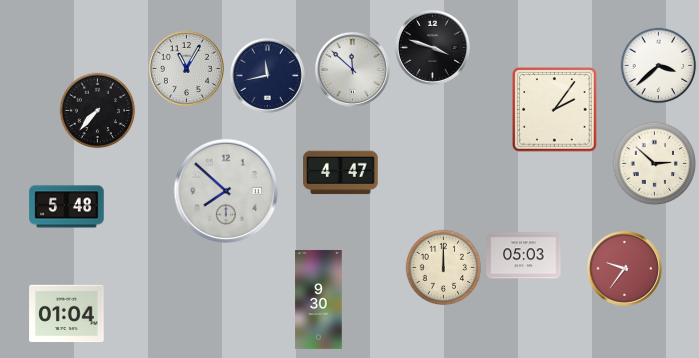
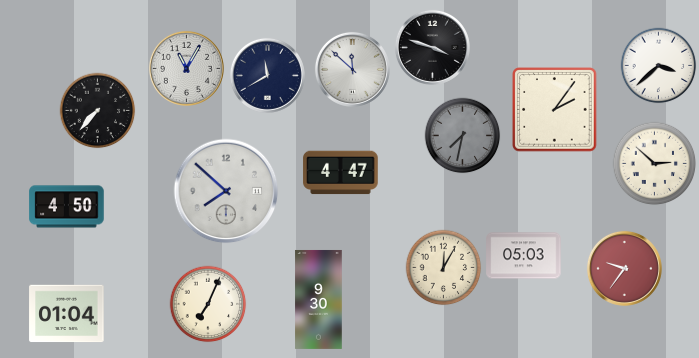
clock at (267, 75): 11:43 -> 11:40
clock at (463, 136): none -> 7:32
clock at (67, 207): 5:48 -> 4:50
clock at (444, 268): 12:00 -> 12:05
clock at (208, 304): none -> 7:04
